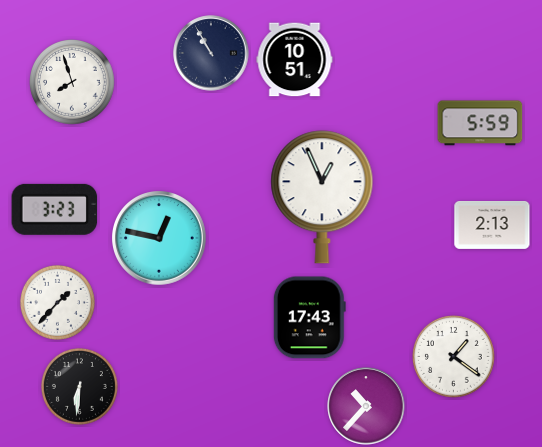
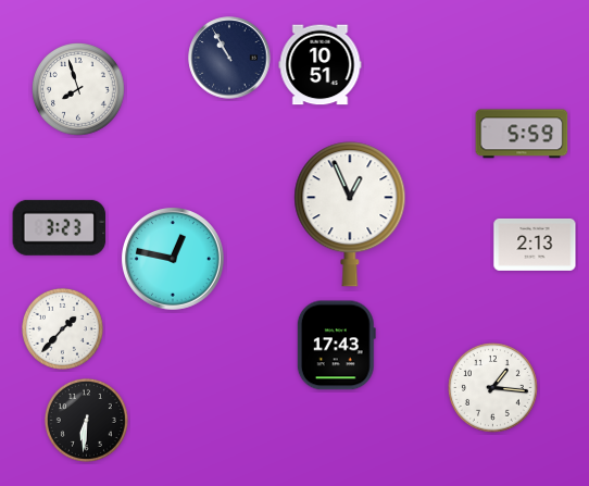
clock at (454, 357): 1:21 -> 1:16
clock at (366, 406): 10:37 -> none
